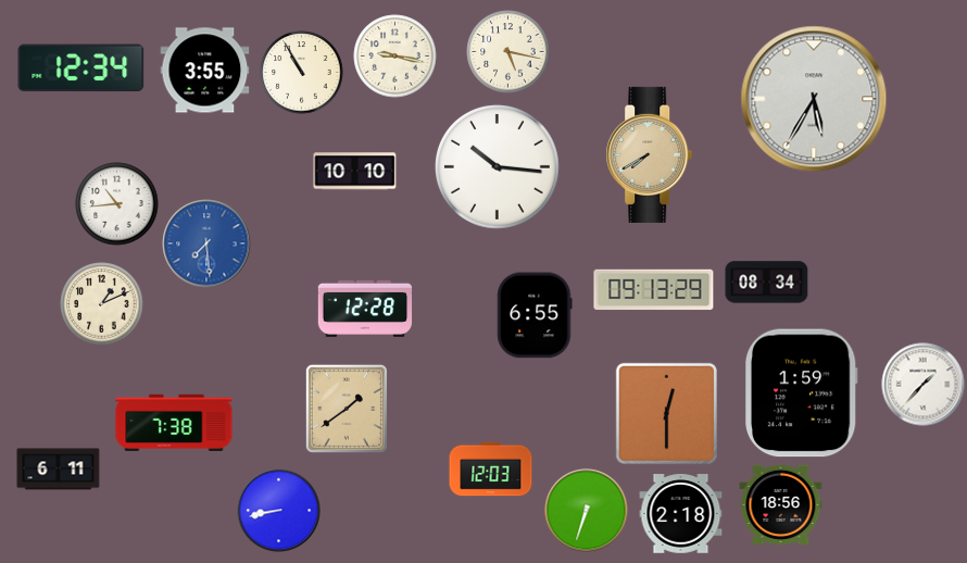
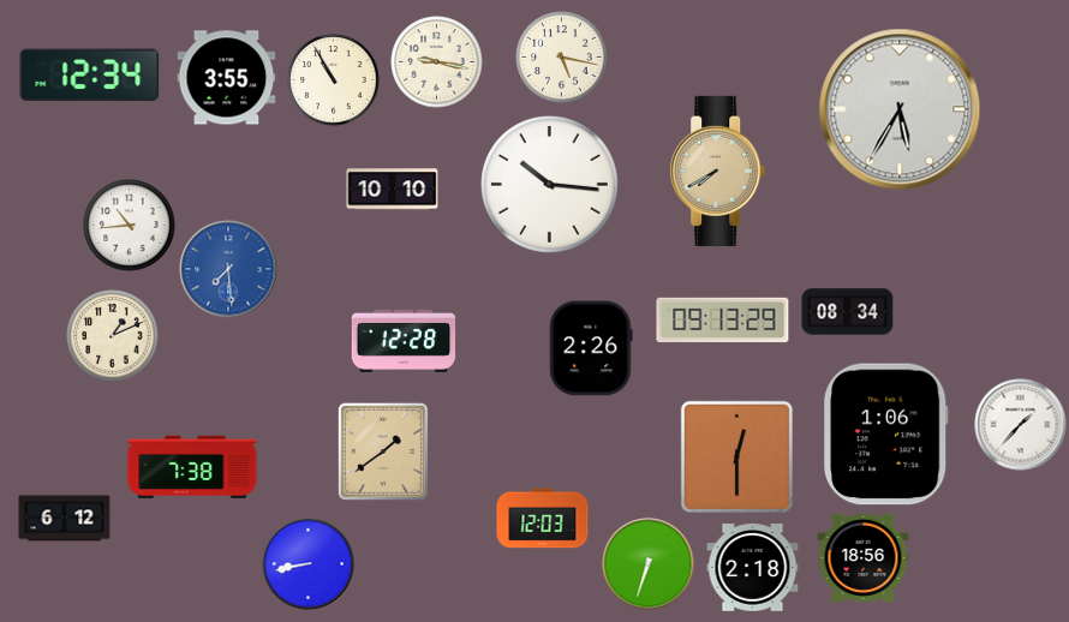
clock at (535, 315): 6:55 -> 2:26
clock at (802, 393): 1:59 -> 1:06
clock at (59, 470): 6:11 -> 6:12
